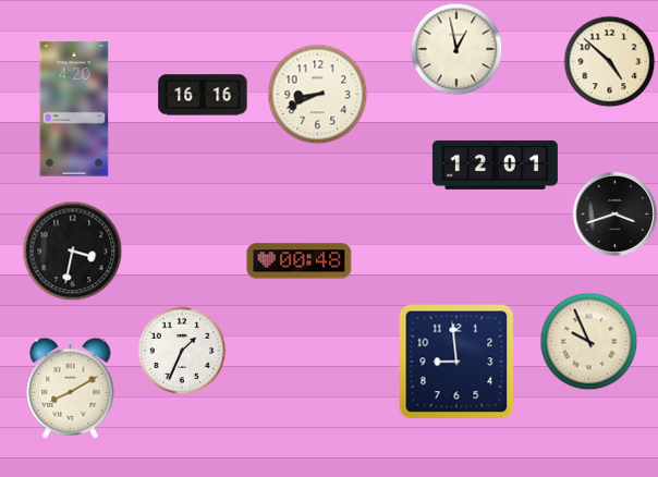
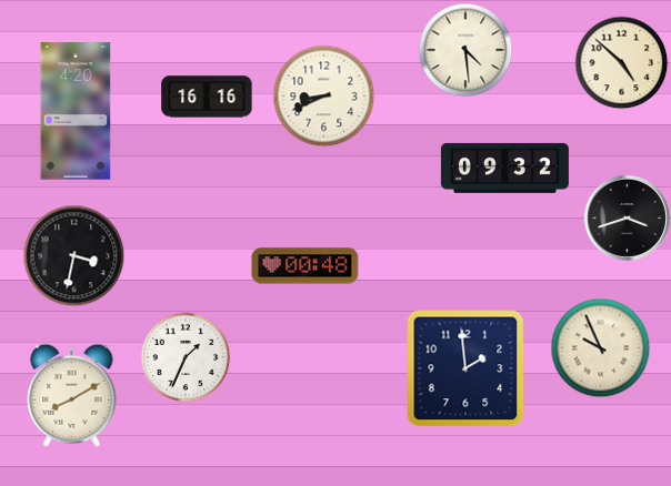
clock at (456, 49): 12:58 -> 4:29
clock at (495, 164): 12:01 -> 09:32
clock at (456, 362): 8:59 -> 1:59
